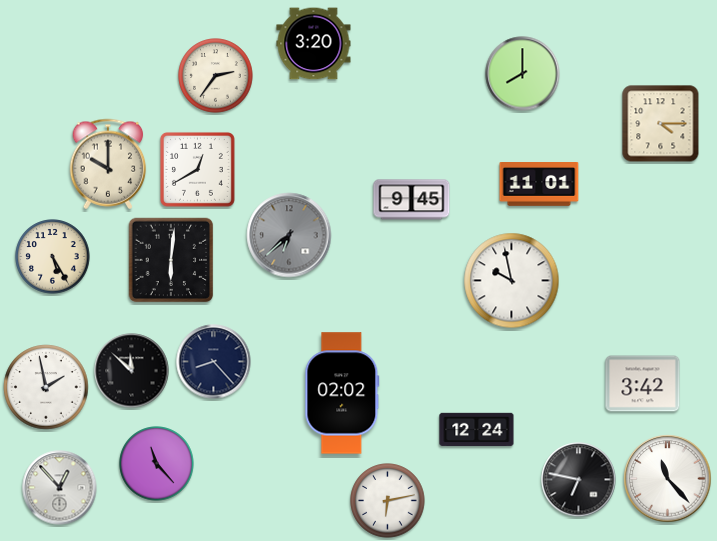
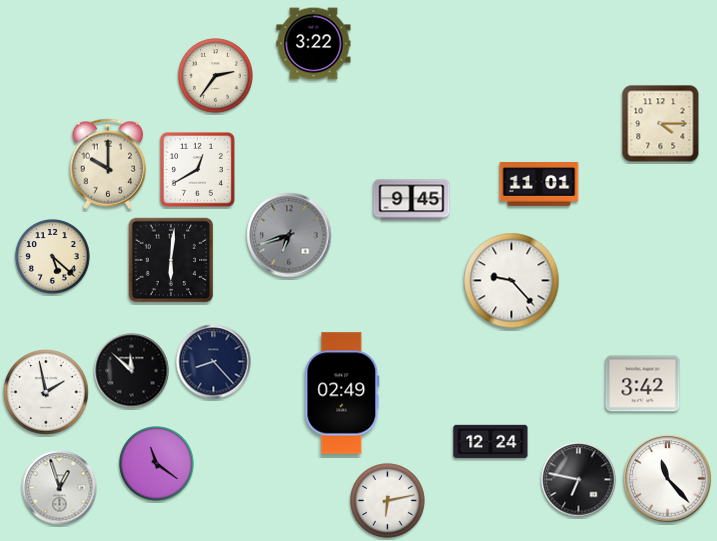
clock at (314, 44): 3:20 -> 3:22
clock at (523, 74): 8:00 -> none
clock at (289, 235): 6:38 -> 6:42
clock at (53, 257): 5:25 -> 5:22
clock at (512, 281): 9:58 -> 9:23
clock at (46, 387) position: (46, 387) -> (46, 392)
clock at (342, 393): 02:02 -> 02:49
clock at (477, 430) position: (477, 430) -> (491, 442)
clock at (157, 464): 11:23 -> 11:21
clock at (60, 488): 12:53 -> 12:57
